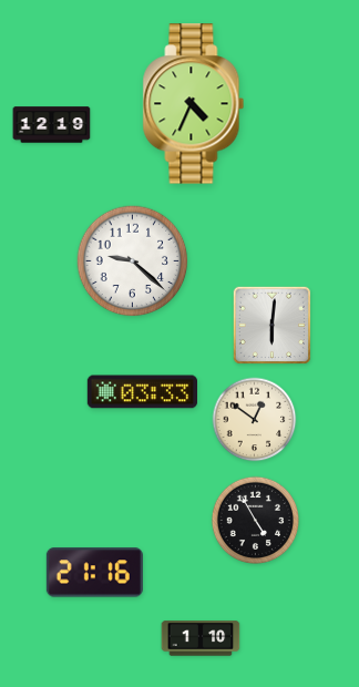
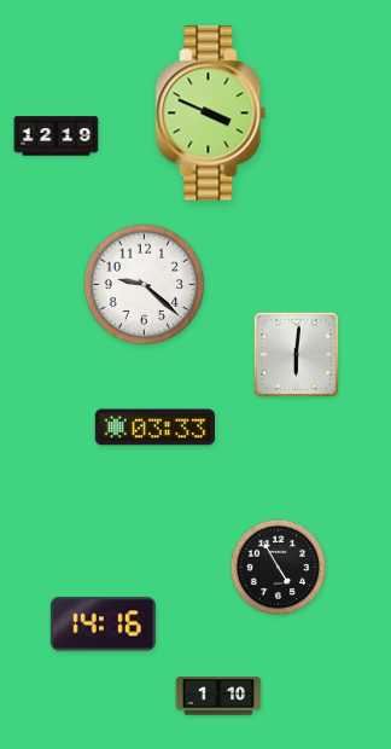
clock at (194, 104): 4:34 -> 3:49
clock at (255, 420): 12:51 -> none
clock at (94, 573): 21:16 -> 14:16
